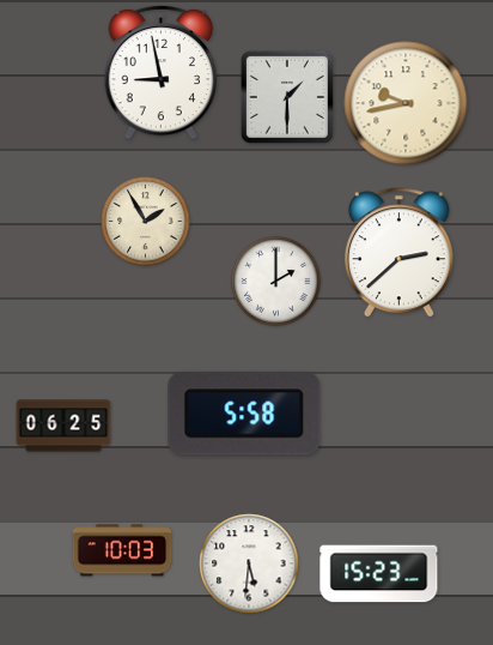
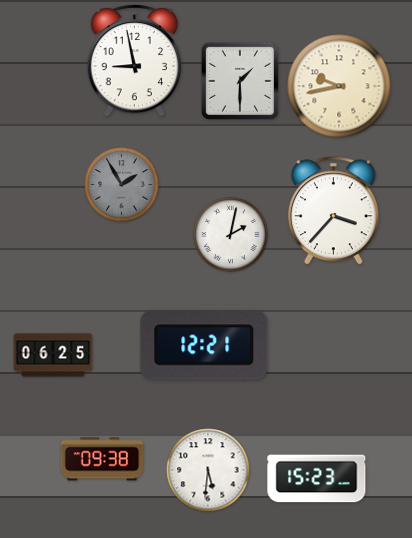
clock at (146, 222) dial: cream -> grey
clock at (398, 253): 2:38 -> 3:37
clock at (276, 282): 2:00 -> 2:02
clock at (244, 414): 5:58 -> 12:21
clock at (122, 550): 10:03 -> 09:38
